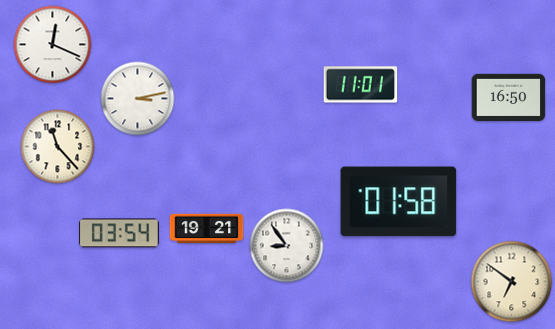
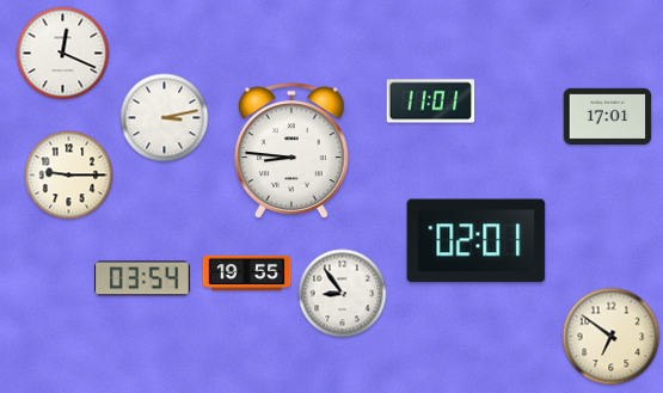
clock at (509, 97): 16:50 -> 17:01
clock at (291, 151): none -> 8:46
clock at (58, 147): 11:23 -> 9:15
clock at (399, 202): 01:58 -> 02:01
clock at (207, 229): 19:21 -> 19:55
